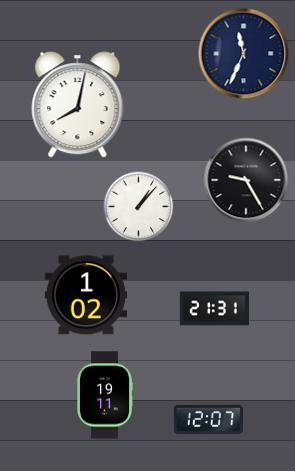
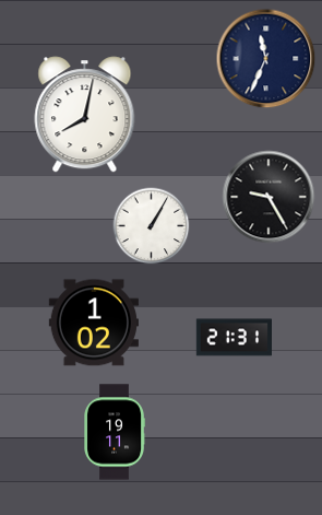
clock at (139, 207): 1:07 -> 1:05
clock at (208, 419): 12:07 -> none
